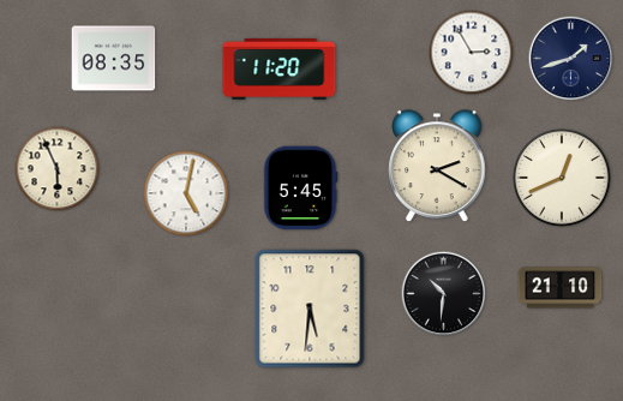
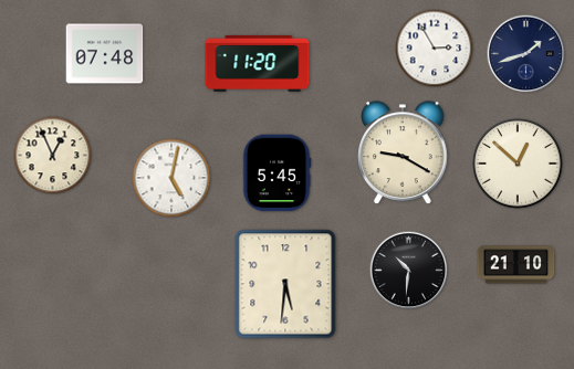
clock at (114, 59): 08:35 -> 07:48
clock at (437, 166): 2:20 -> 9:20
clock at (58, 169): 5:56 -> 12:56
clock at (562, 178): 12:41 -> 12:52
